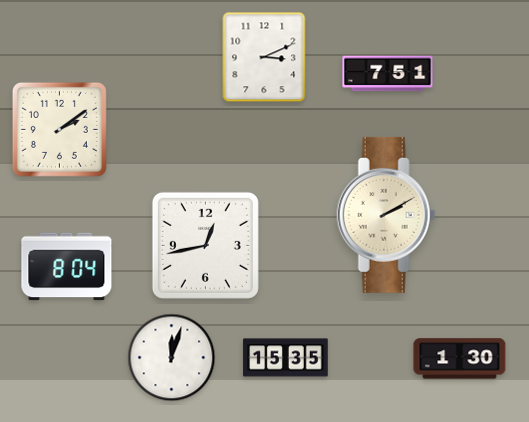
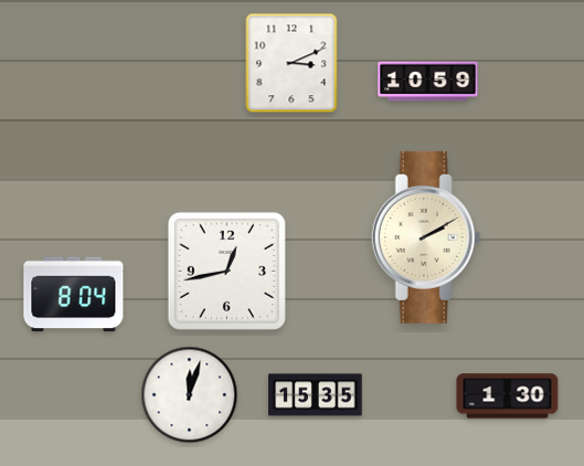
clock at (388, 74): 7:51 -> 10:59
clock at (59, 129): 2:09 -> none
